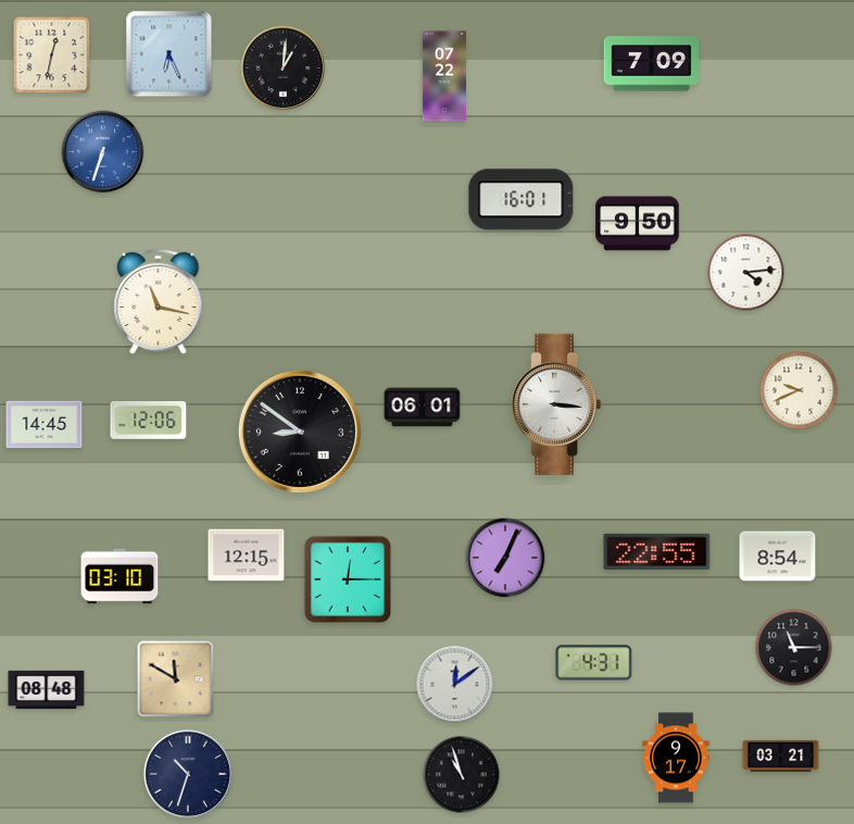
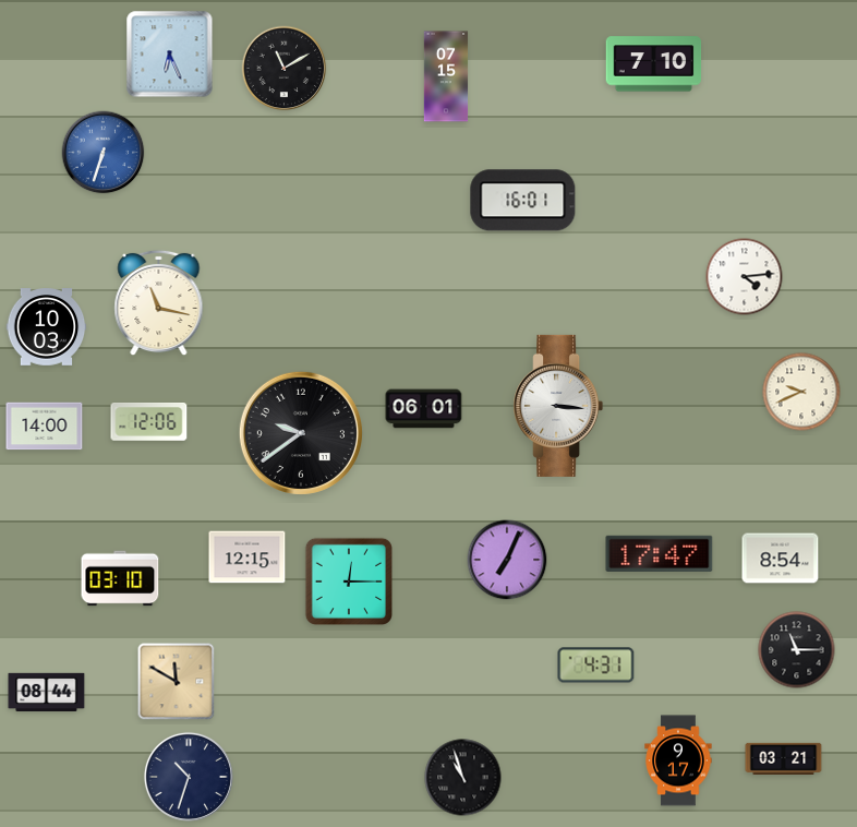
clock at (52, 55): 12:32 -> none
clock at (652, 64): 7:09 -> 7:10
clock at (284, 68): 1:01 -> 11:10
clock at (444, 76): 07:22 -> 07:15
clock at (638, 224): 9:50 -> none
clock at (746, 273) position: (746, 273) -> (745, 277)
clock at (47, 327): none -> 10:03
clock at (45, 425): 14:45 -> 14:00
clock at (300, 432): 8:51 -> 9:39
clock at (657, 551): 22:55 -> 17:47
clock at (455, 685): 12:09 -> none
clock at (47, 690): 08:48 -> 08:44
